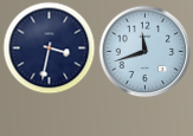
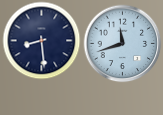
clock at (49, 47): 3:32 -> 8:29
